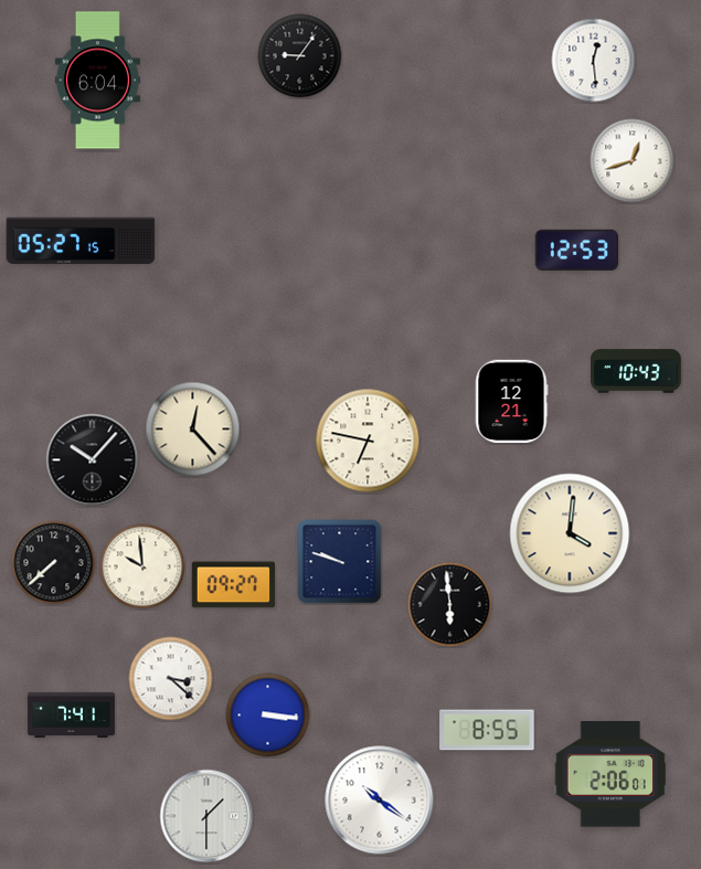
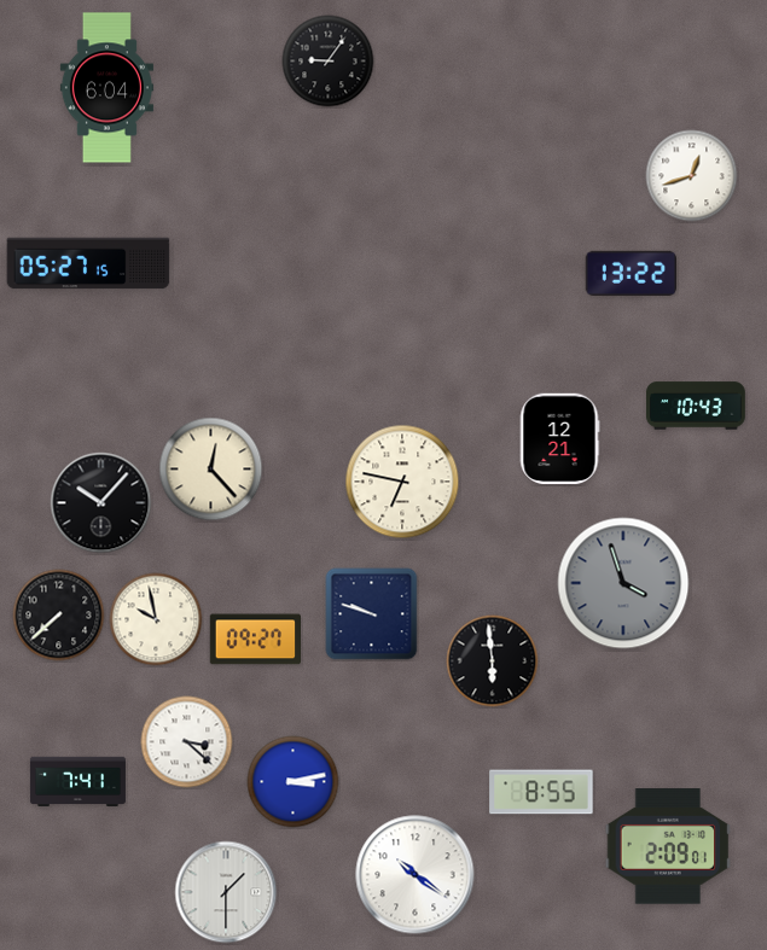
clock at (594, 61): 12:29 -> none
clock at (576, 250): 12:53 -> 13:22
clock at (570, 533): 4:01 -> 3:57
clock at (570, 533) dial: cream -> grey
clock at (142, 566): 9:59 -> 9:58
clock at (268, 716): 3:16 -> 3:13
clock at (487, 730) position: (487, 730) -> (541, 792)
clock at (610, 774): 2:06 -> 2:09
